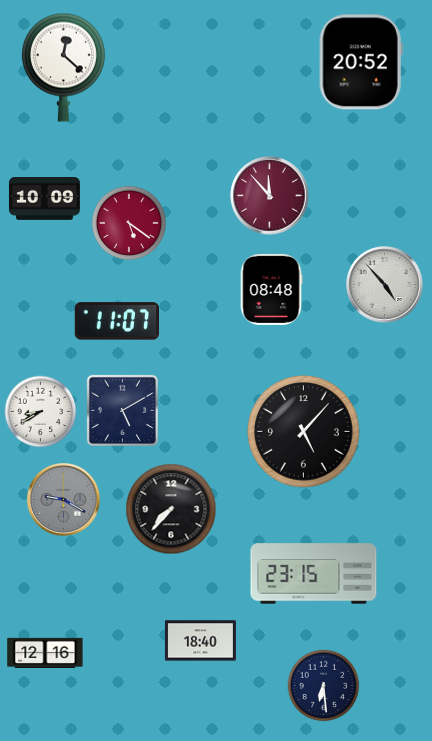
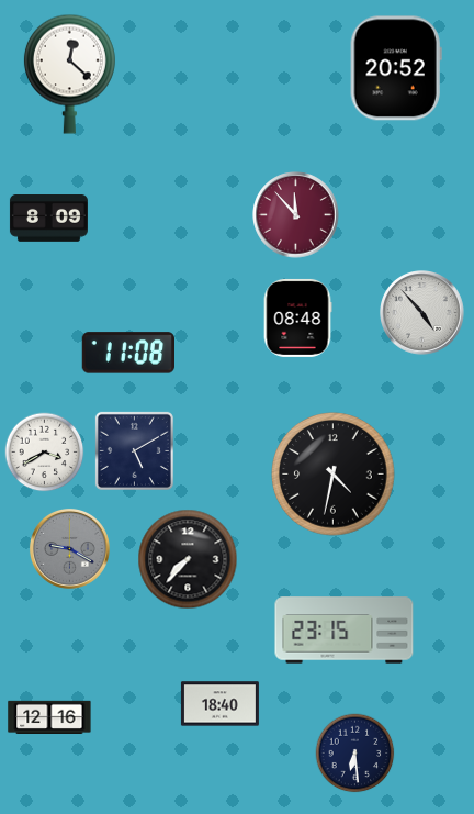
clock at (44, 199): 10:09 -> 8:09
clock at (129, 223): 5:21 -> none
clock at (116, 321): 11:07 -> 11:08
clock at (41, 412): 8:40 -> 3:40
clock at (304, 432): 5:07 -> 4:32
